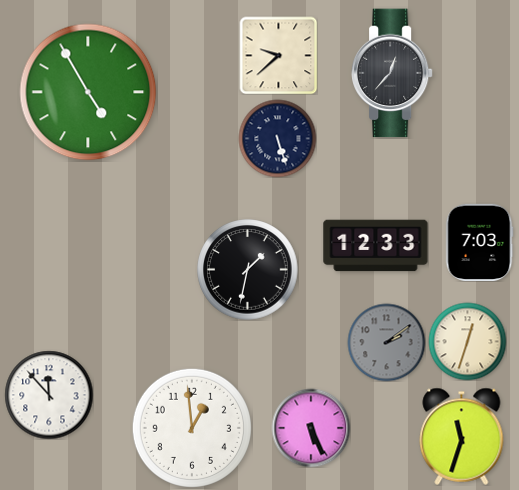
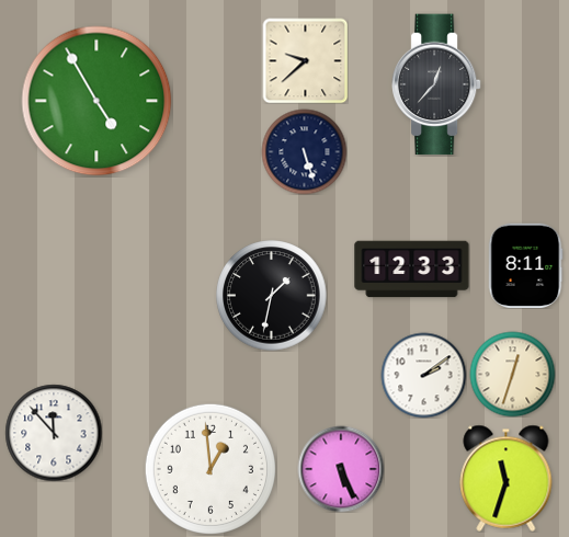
clock at (393, 73) position: (393, 73) -> (437, 84)
clock at (479, 242): 7:03 -> 8:11
clock at (386, 342) dial: grey -> white
